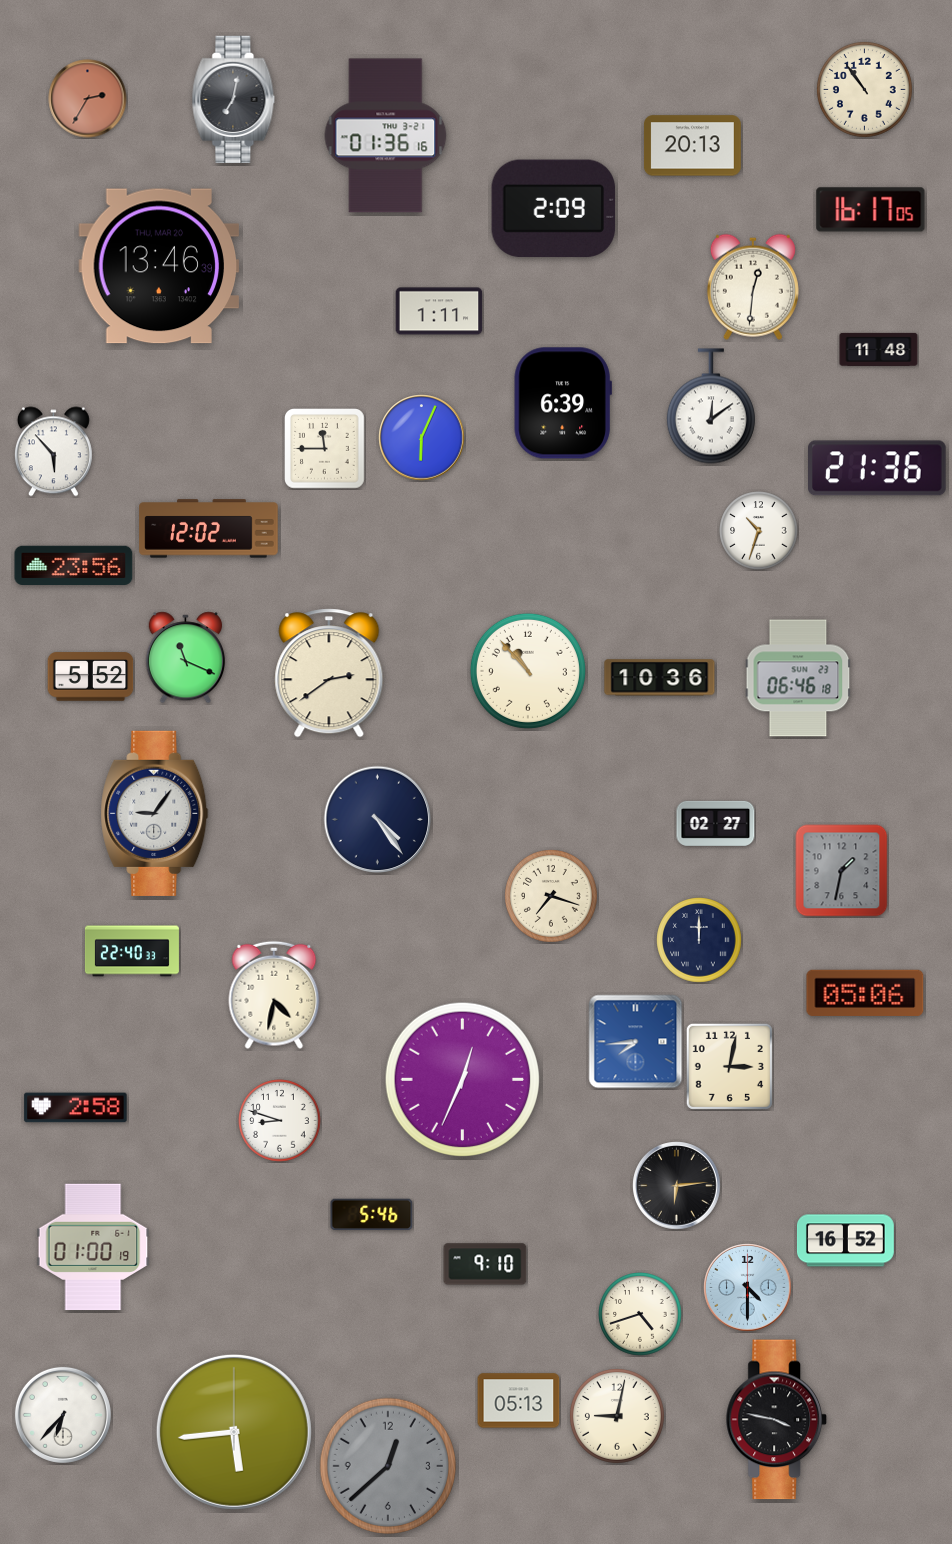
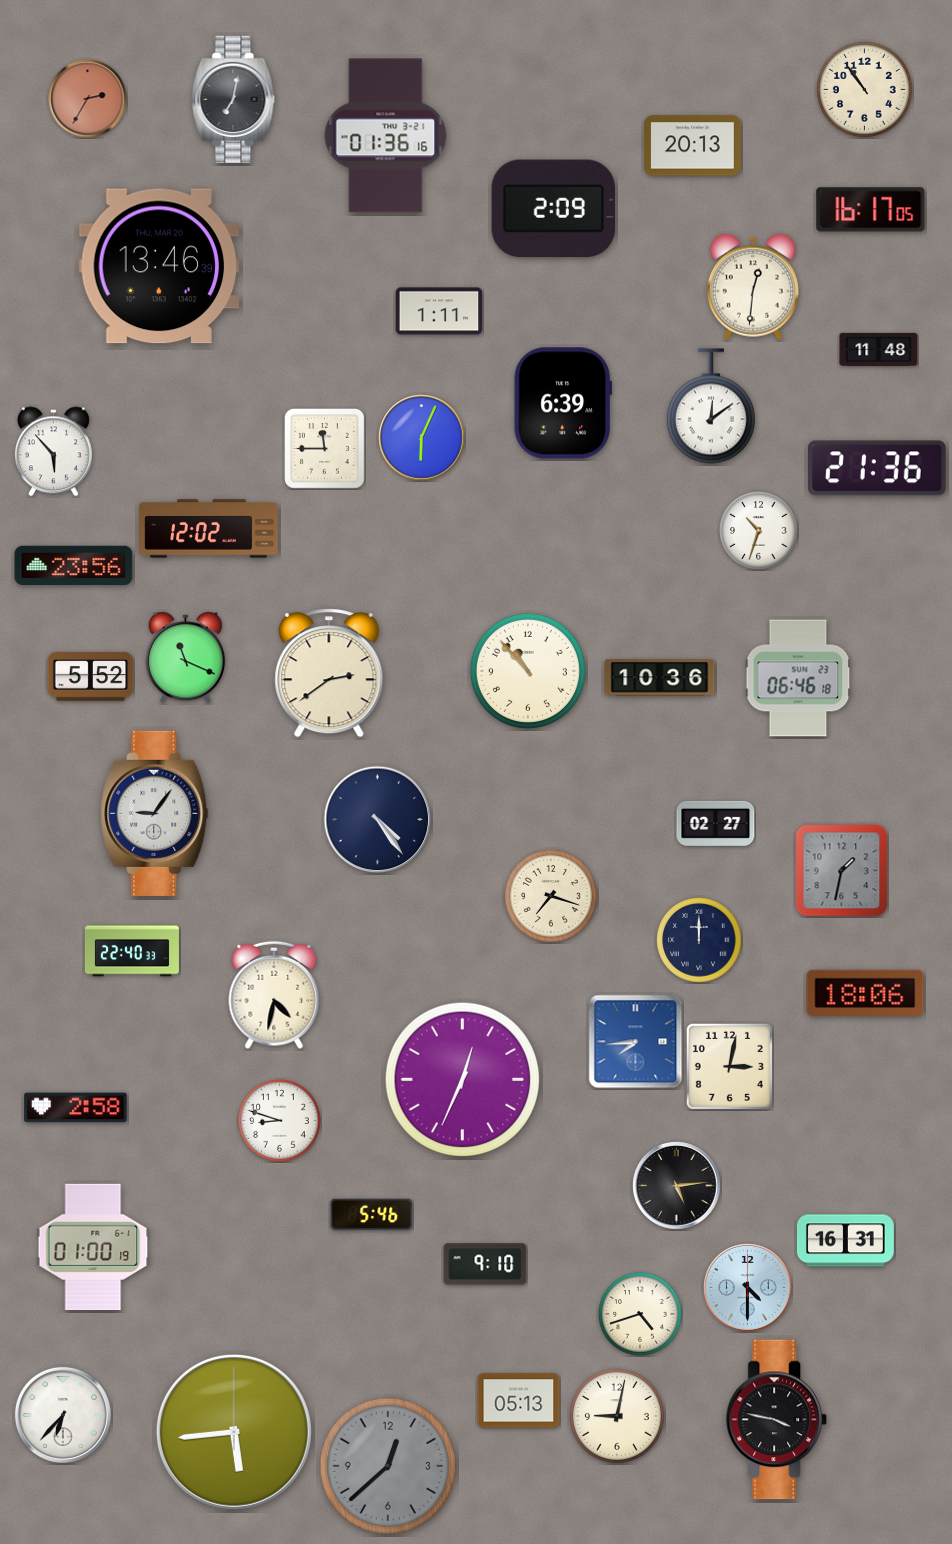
clock at (865, 993): 05:06 -> 18:06
clock at (677, 1186): 6:14 -> 5:14
clock at (845, 1241): 16:52 -> 16:31
